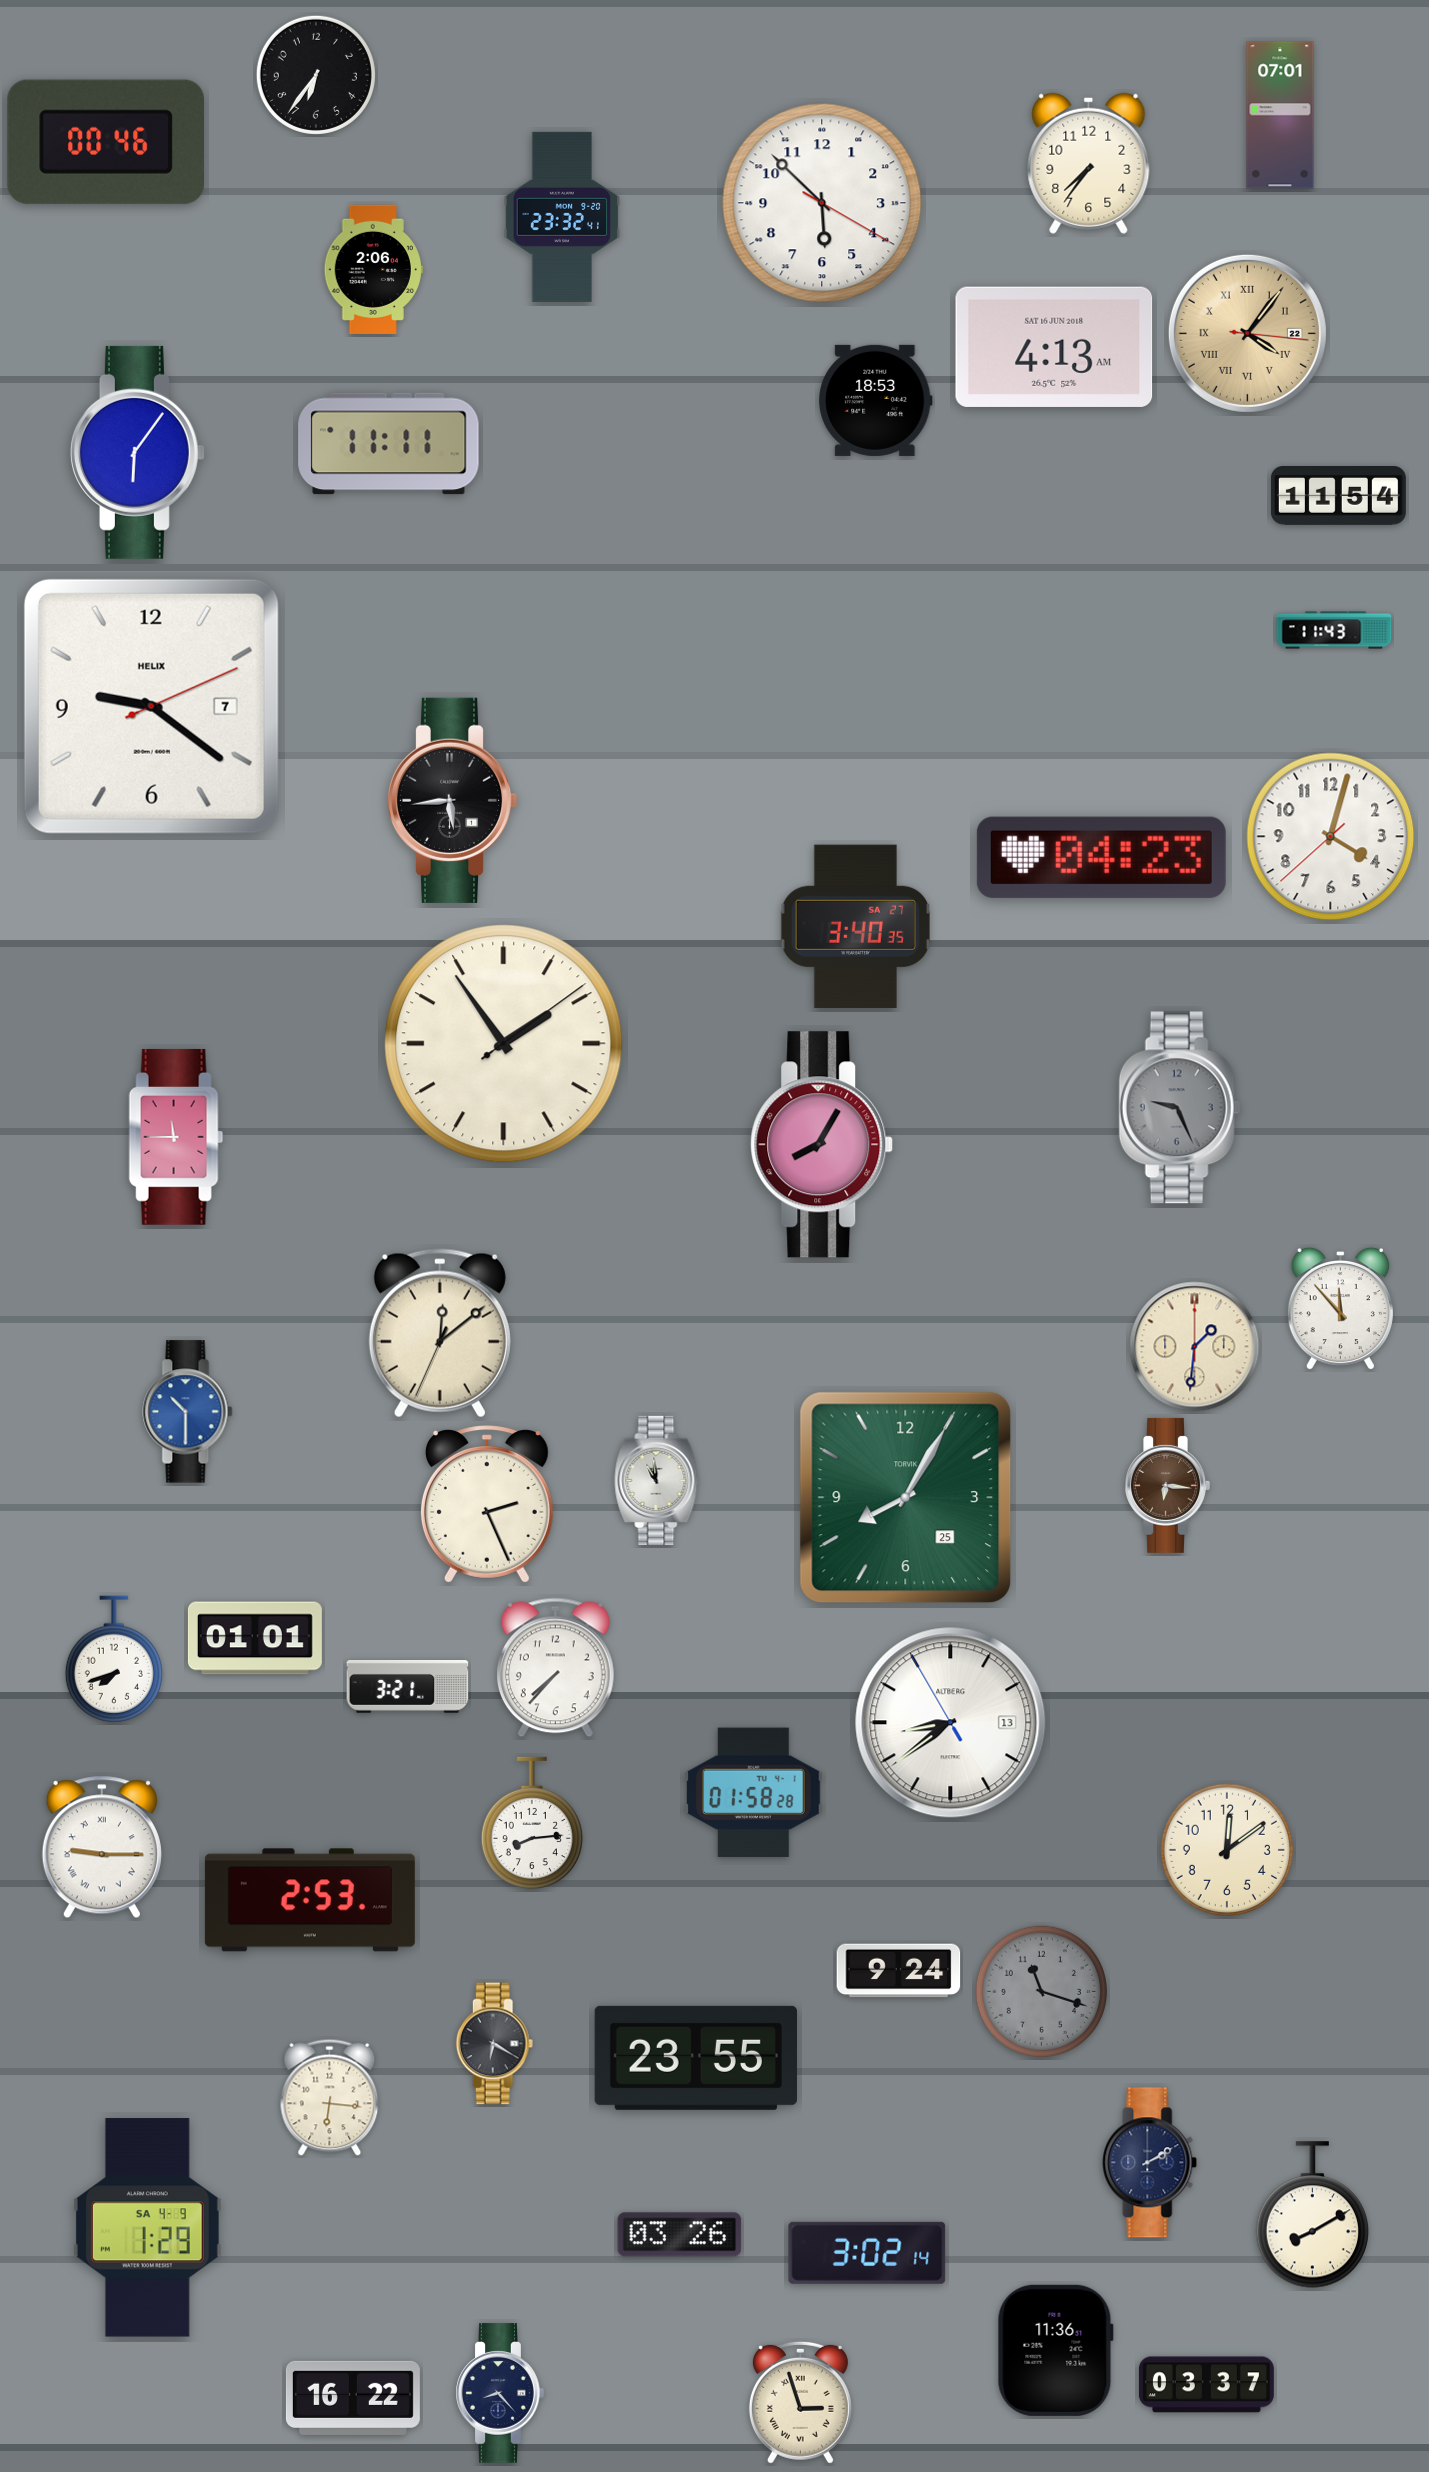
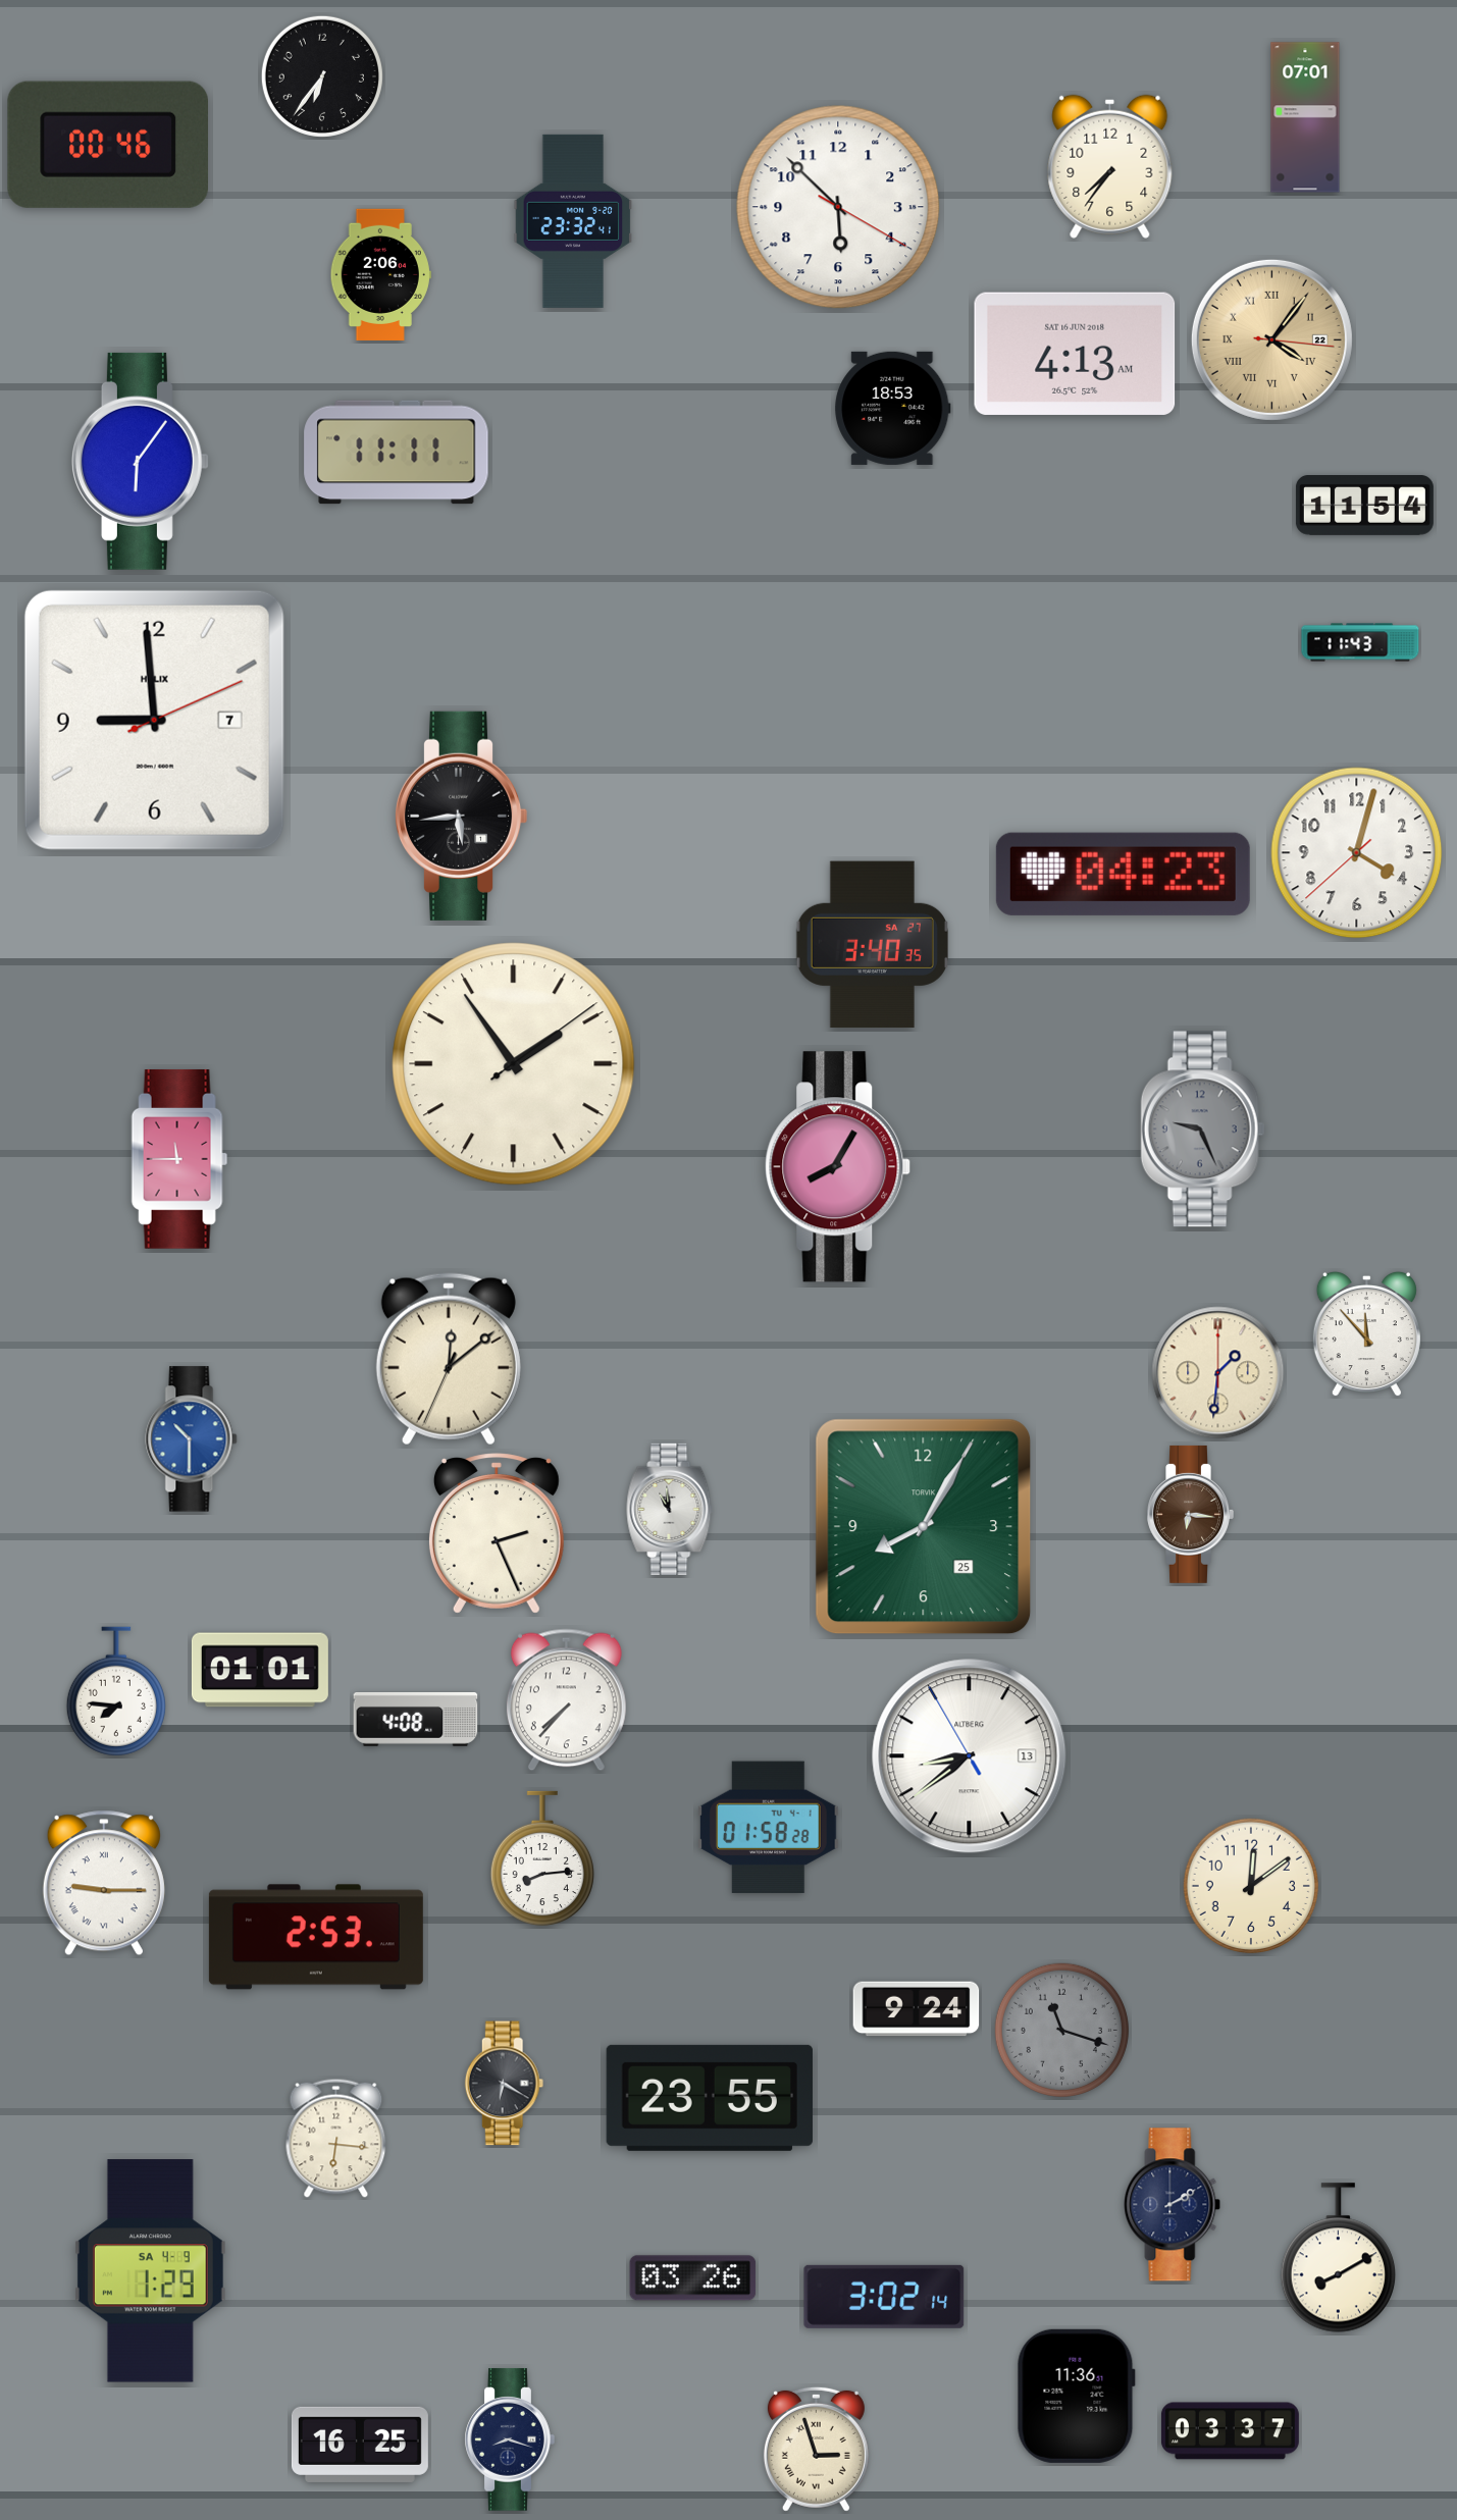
clock at (151, 706): 9:21 -> 8:59
clock at (114, 1659): 7:42 -> 7:46
clock at (408, 1687): 3:21 -> 4:08
clock at (500, 2393): 8:23 -> 8:18
clock at (353, 2398): 16:22 -> 16:25
